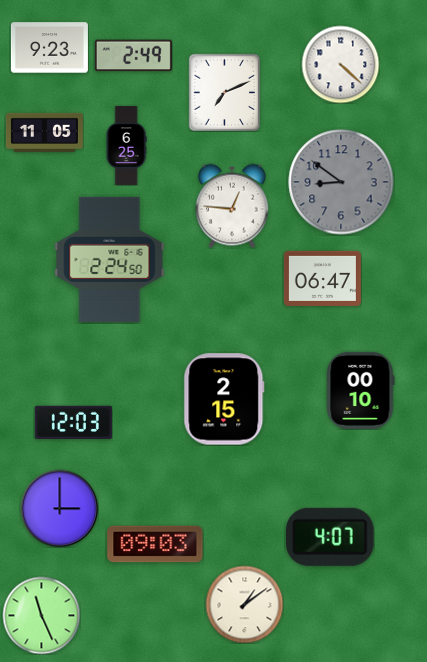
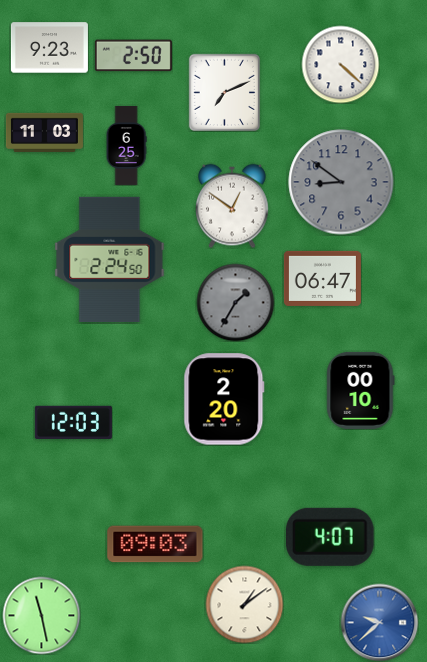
clock at (133, 56): 2:49 -> 2:50
clock at (44, 132): 11:05 -> 11:03
clock at (233, 206): 12:46 -> 12:51
clock at (235, 302): none -> 1:35
clock at (224, 399): 2:15 -> 2:20
clock at (59, 508): 3:00 -> none
clock at (41, 615): 11:26 -> 11:28
clock at (379, 622): none -> 9:38
